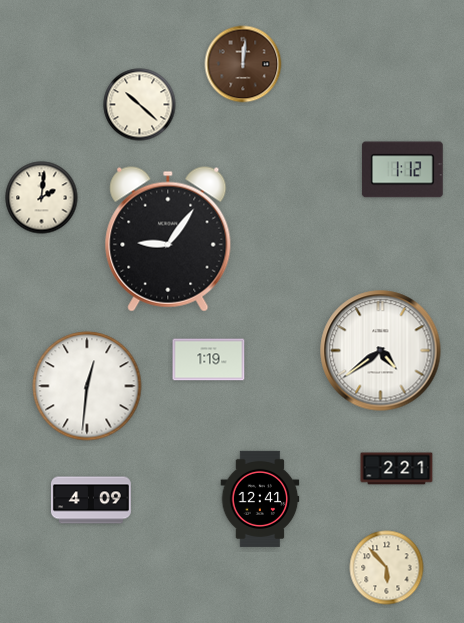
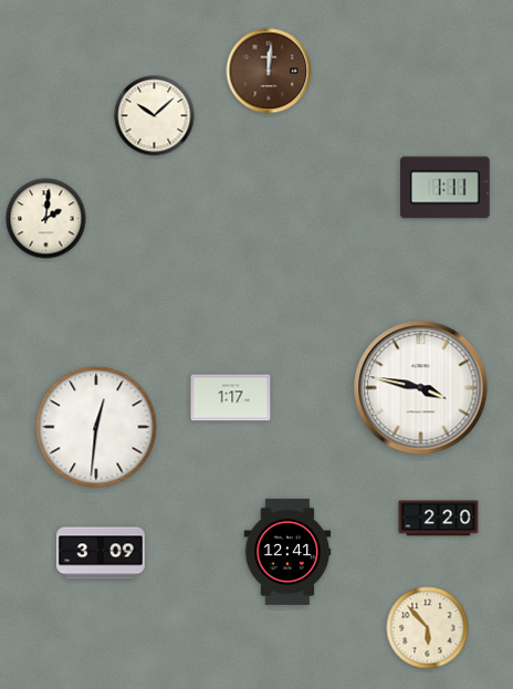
clock at (140, 105): 10:22 -> 10:08
clock at (402, 170): 1:12 -> 1:11
clock at (168, 239): 9:06 -> none
clock at (381, 351): 4:39 -> 3:47
clock at (209, 360): 1:19 -> 1:17
clock at (397, 469): 2:21 -> 2:20
clock at (91, 500): 4:09 -> 3:09
